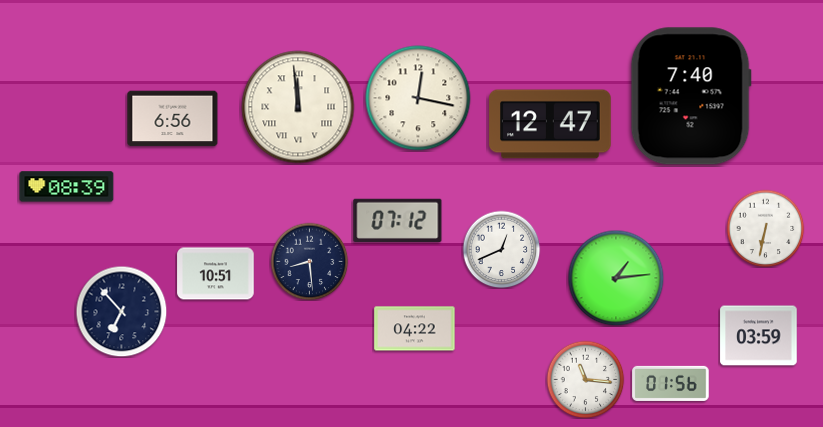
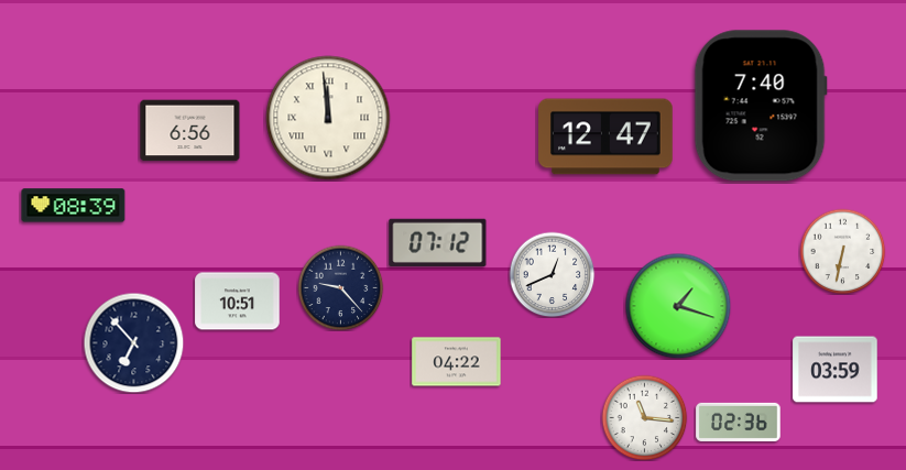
clock at (418, 98): 12:17 -> none
clock at (309, 261): 8:29 -> 9:23
clock at (616, 278): 1:14 -> 1:18
clock at (671, 383): 01:56 -> 02:36
